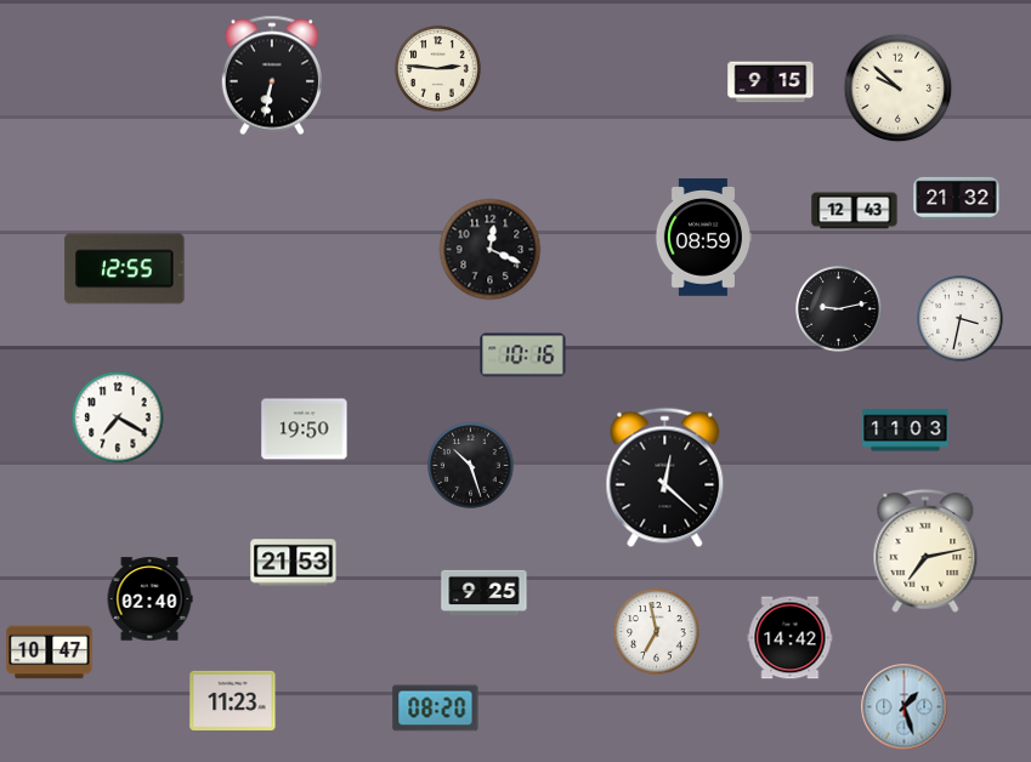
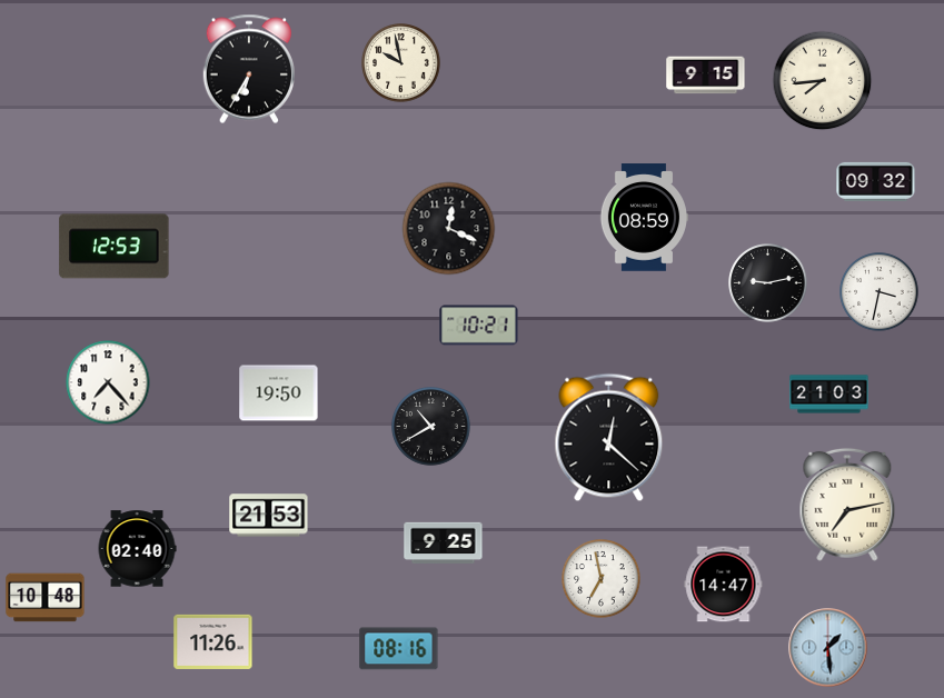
clock at (438, 69): 2:46 -> 9:58
clock at (271, 75): 6:32 -> 6:35
clock at (899, 89): 9:52 -> 7:44
clock at (957, 198): 21:32 -> 09:32
clock at (855, 211): 12:43 -> none
clock at (125, 269): 12:55 -> 12:53
clock at (523, 356): 10:16 -> 10:21
clock at (118, 417): 7:20 -> 7:23
clock at (906, 431): 11:03 -> 21:03
clock at (471, 466): 10:27 -> 10:40
clock at (791, 638): 14:42 -> 14:47
clock at (50, 653): 10:47 -> 10:48
clock at (233, 700): 11:23 -> 11:26
clock at (905, 707): 1:27 -> 1:29
clock at (436, 709): 08:20 -> 08:16
